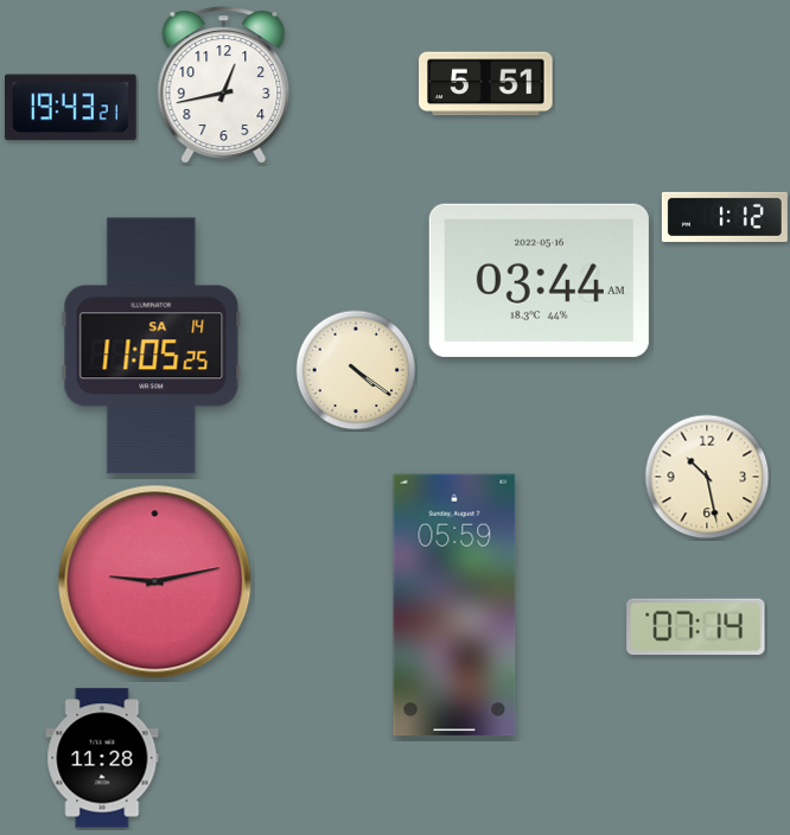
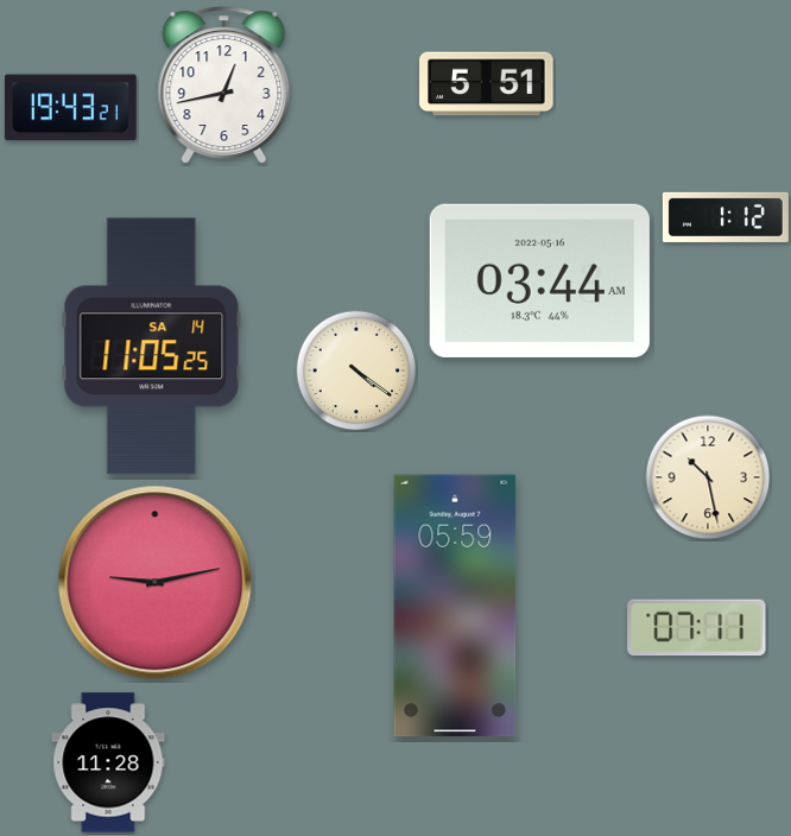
clock at (696, 627): 07:14 -> 07:11
clock at (102, 758) position: (102, 758) -> (108, 762)
